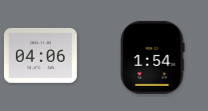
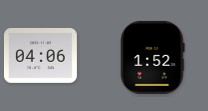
clock at (153, 57): 1:54 -> 1:52
